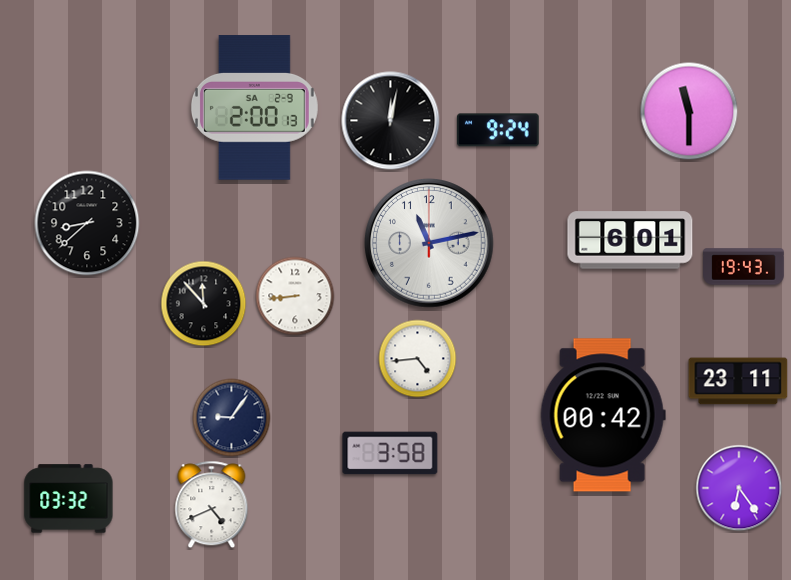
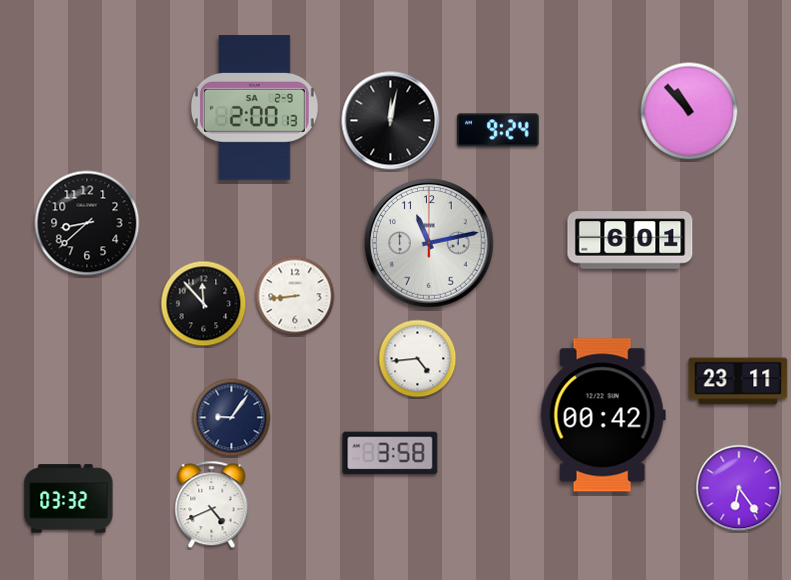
clock at (689, 111): 11:30 -> 10:53
clock at (744, 267): 19:43 -> none
